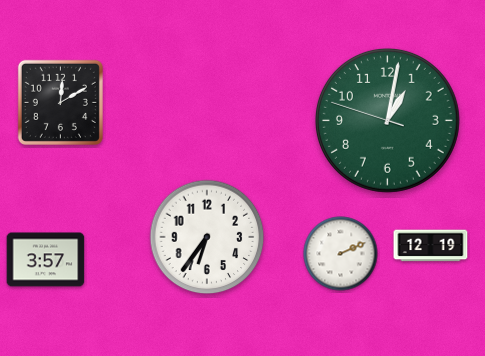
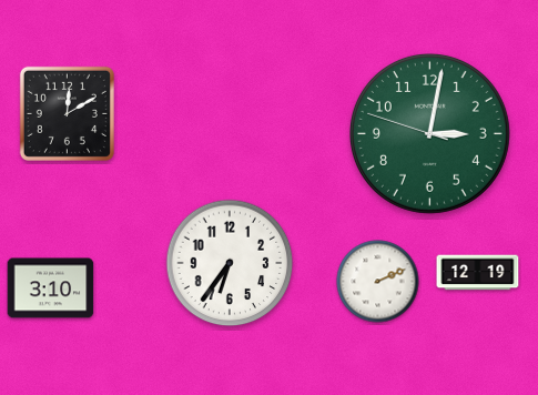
clock at (387, 120): 1:01 -> 3:01
clock at (46, 260): 3:57 -> 3:10
